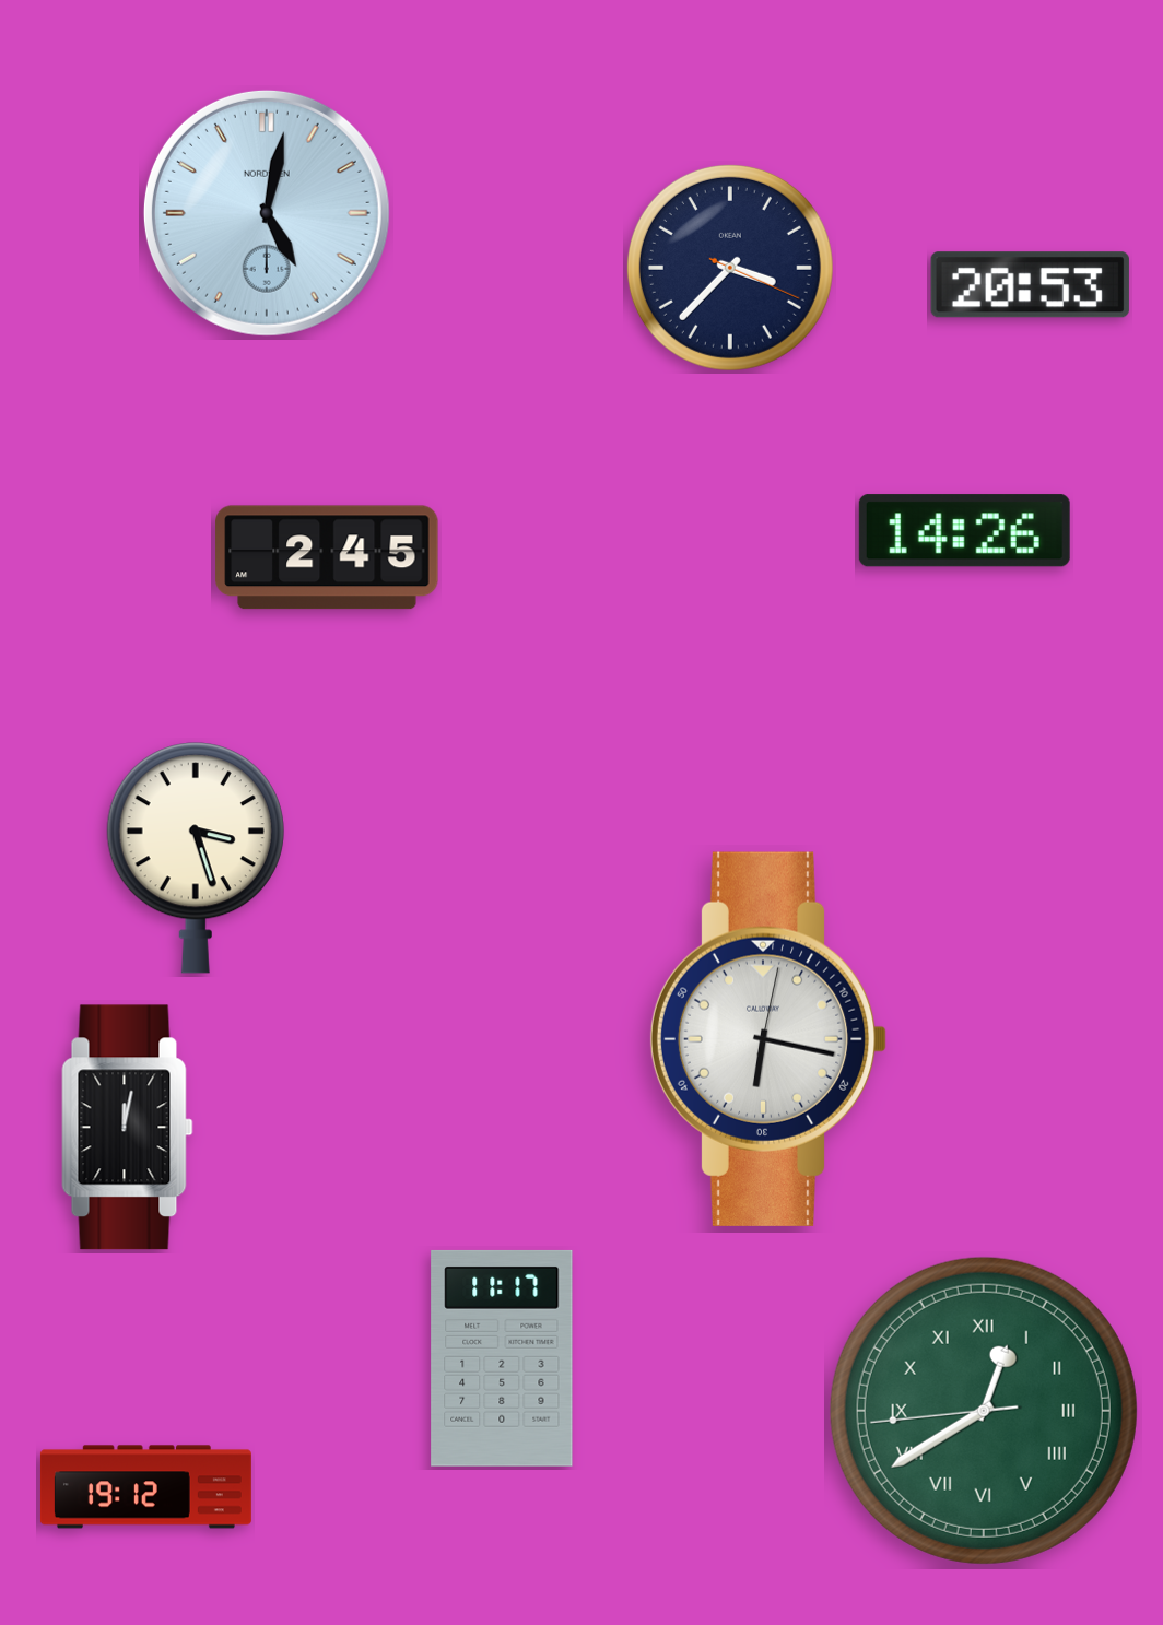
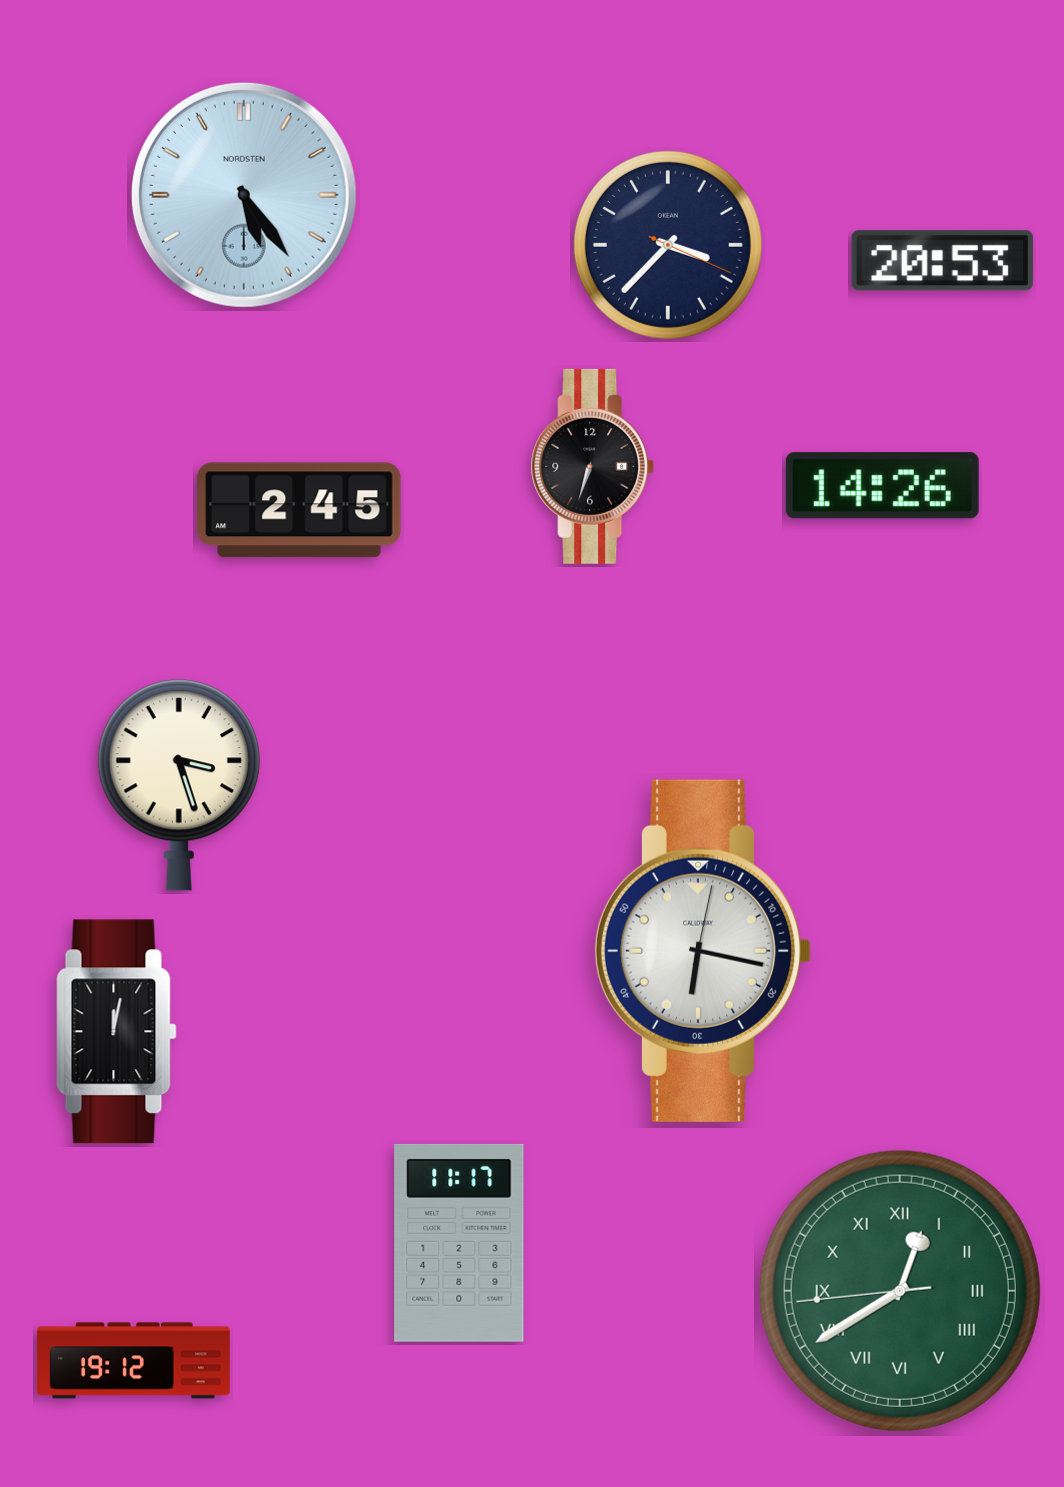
clock at (267, 213): 5:02 -> 5:24
clock at (593, 466): none -> 6:33
